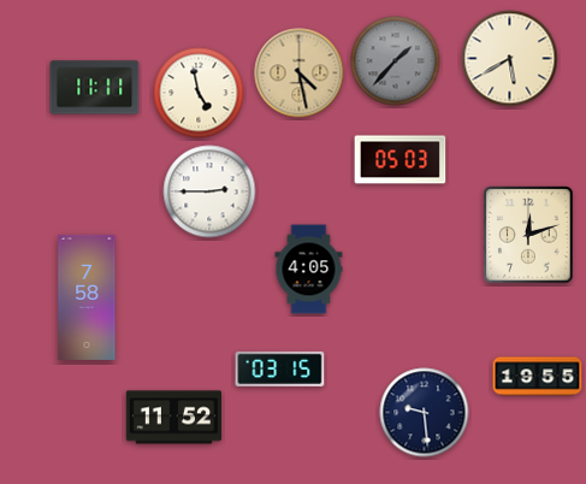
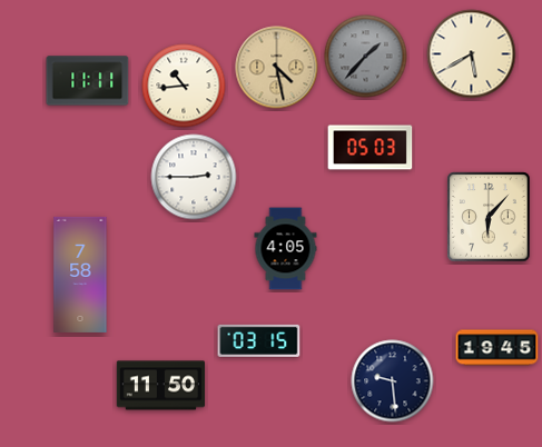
clock at (199, 93): 4:58 -> 10:44
clock at (528, 235): 12:12 -> 6:07
clock at (538, 377): 19:55 -> 19:45
clock at (174, 418): 11:52 -> 11:50
